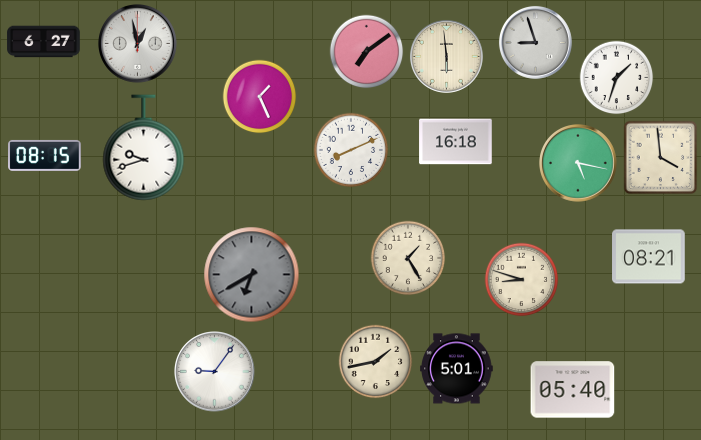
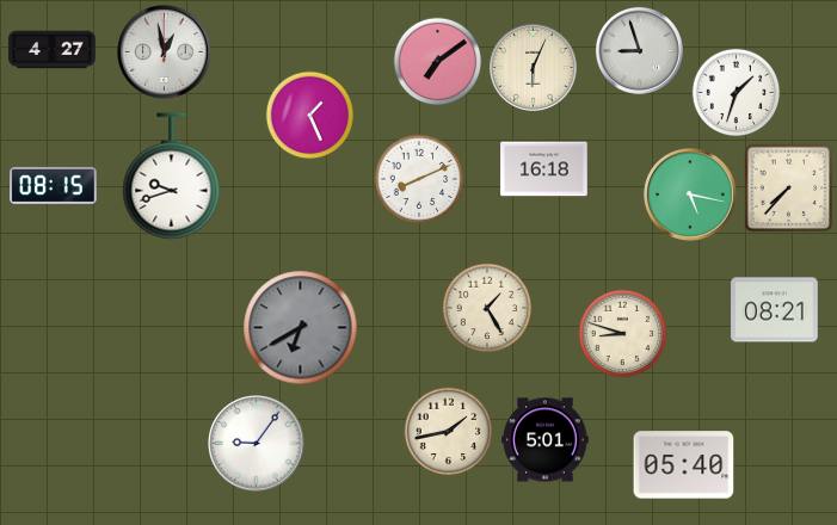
clock at (44, 42): 6:27 -> 4:27
clock at (446, 56): 5:59 -> 6:04
clock at (661, 158): 3:59 -> 7:37
clock at (649, 257) position: (649, 257) -> (775, 310)
